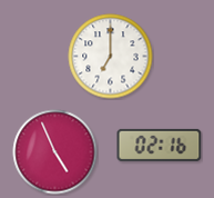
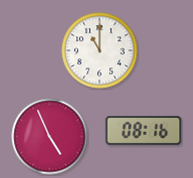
clock at (111, 57): 7:00 -> 11:00
clock at (160, 145): 02:16 -> 08:16
